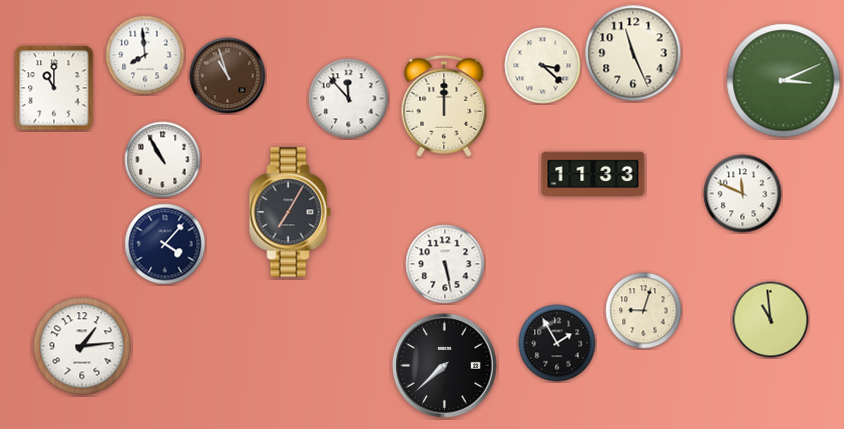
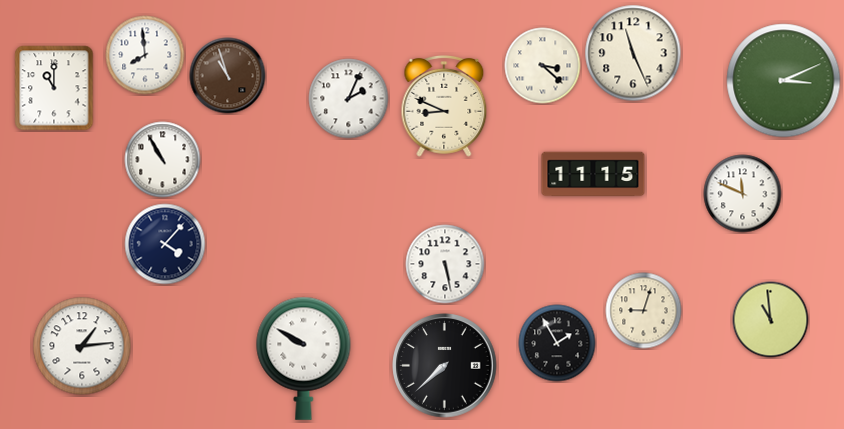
clock at (349, 99): 11:53 -> 2:04
clock at (444, 107): 12:00 -> 8:49
clock at (593, 174): 11:33 -> 11:15
clock at (290, 212): 7:05 -> none
clock at (304, 358): none -> 9:50
